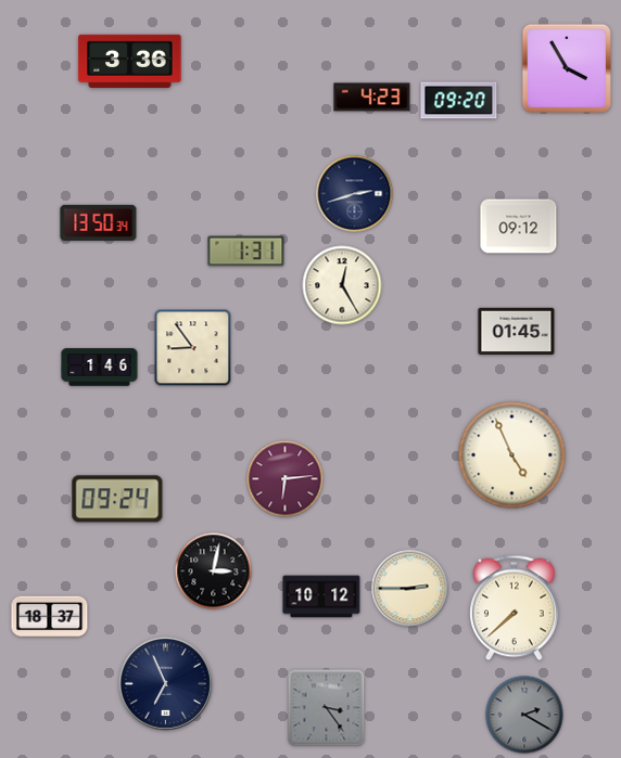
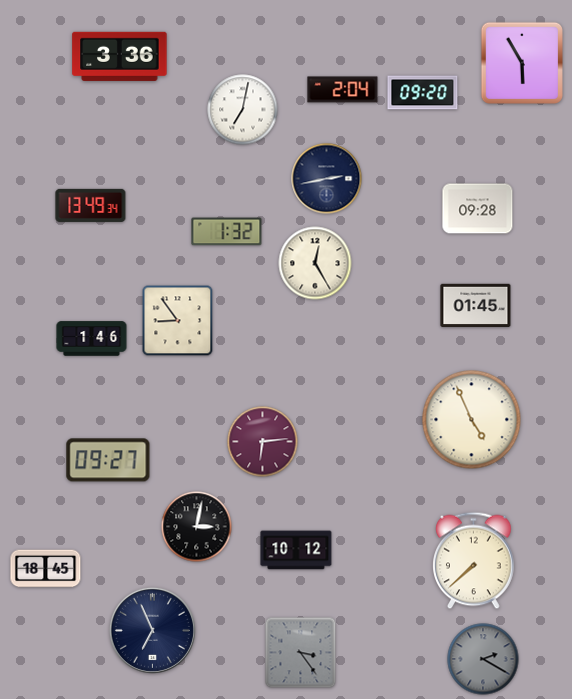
clock at (566, 67): 3:55 -> 5:55
clock at (372, 98): 4:23 -> 2:04
clock at (243, 110): none -> 7:02
clock at (355, 194): 2:42 -> 2:43
clock at (99, 222): 13:50 -> 13:49
clock at (519, 227): 09:12 -> 09:28
clock at (246, 252): 1:31 -> 1:32
clock at (117, 499): 09:24 -> 09:27
clock at (410, 589): 2:45 -> none
clock at (50, 617): 18:37 -> 18:45
